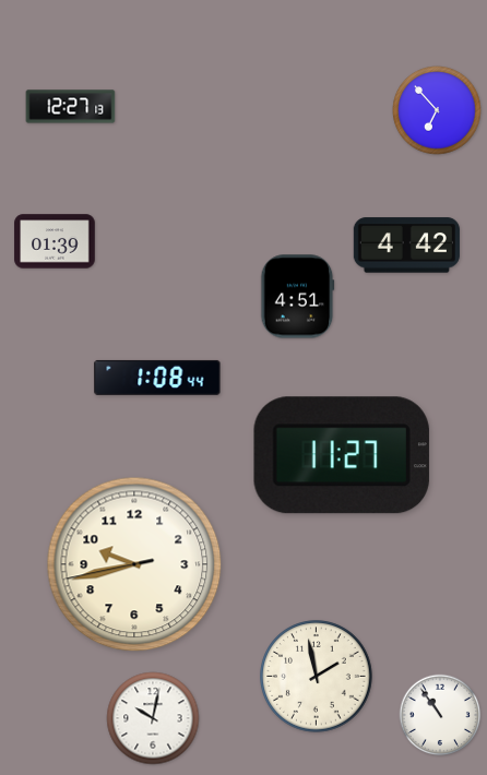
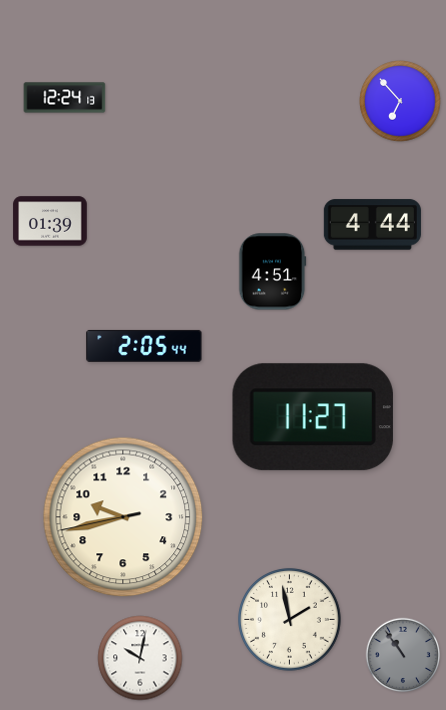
clock at (71, 107): 12:27 -> 12:24
clock at (406, 246): 4:42 -> 4:44
clock at (157, 378): 1:08 -> 2:05
clock at (440, 715) dial: white -> grey
